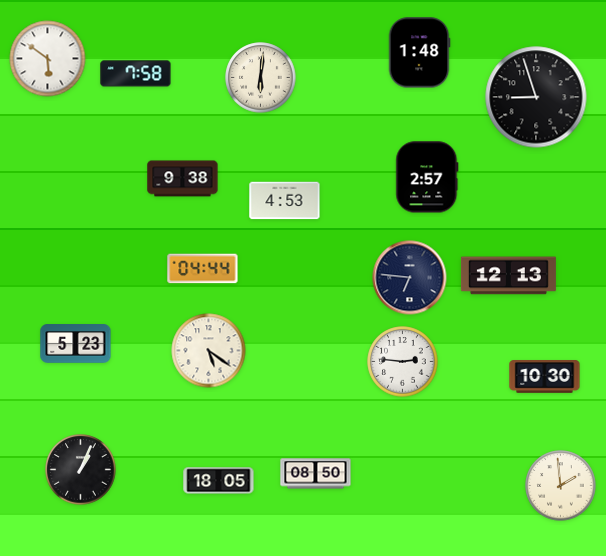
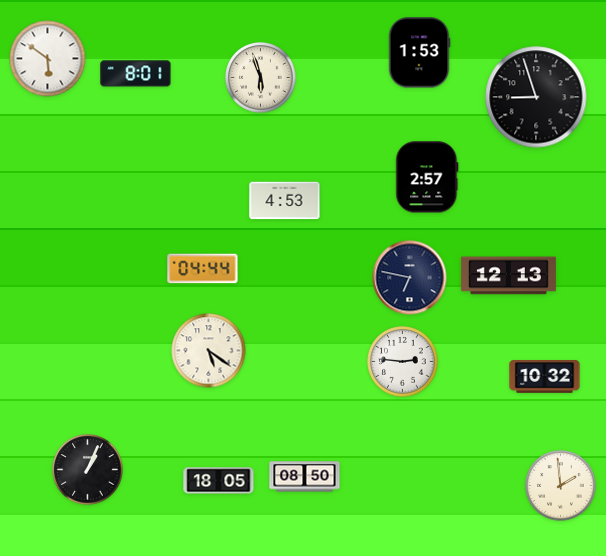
clock at (419, 53): 1:48 -> 1:53
clock at (136, 74): 7:58 -> 8:01
clock at (261, 78): 6:01 -> 5:57
clock at (183, 179): 9:38 -> none
clock at (410, 278): 6:46 -> 6:47
clock at (76, 344): 5:23 -> none
clock at (545, 377): 10:30 -> 10:32
clock at (81, 470) position: (81, 470) -> (88, 470)
clock at (316, 474) position: (316, 474) -> (305, 477)
